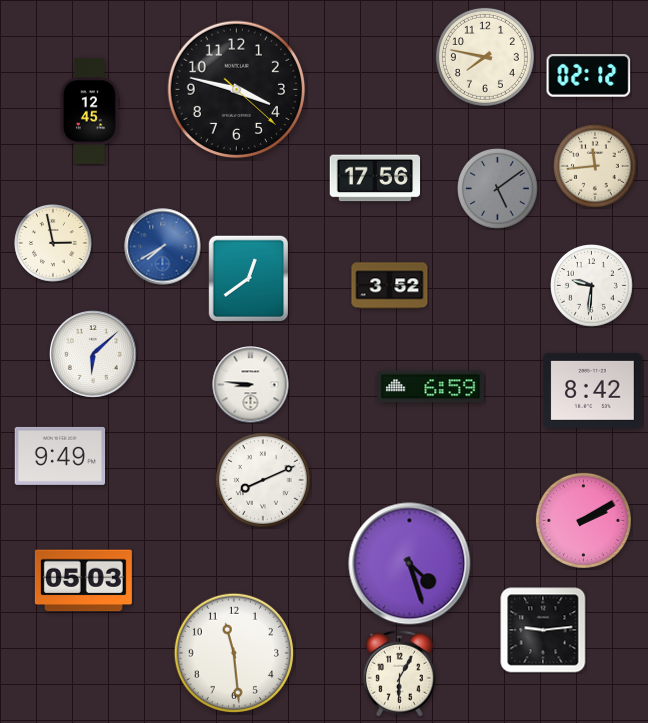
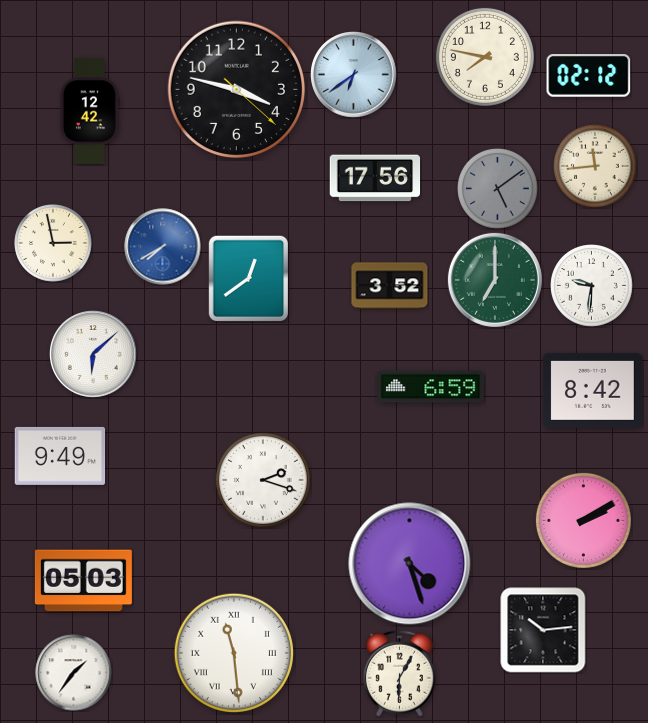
clock at (354, 75): none -> 6:39
clock at (89, 111): 12:45 -> 12:42
clock at (495, 280): none -> 7:00
clock at (251, 385): 8:46 -> none
clock at (263, 480): 8:11 -> 2:18
clock at (543, 630): 9:14 -> 10:14
clock at (234, 653) numerals: Arabic -> Roman
clock at (74, 673): none -> 1:36
